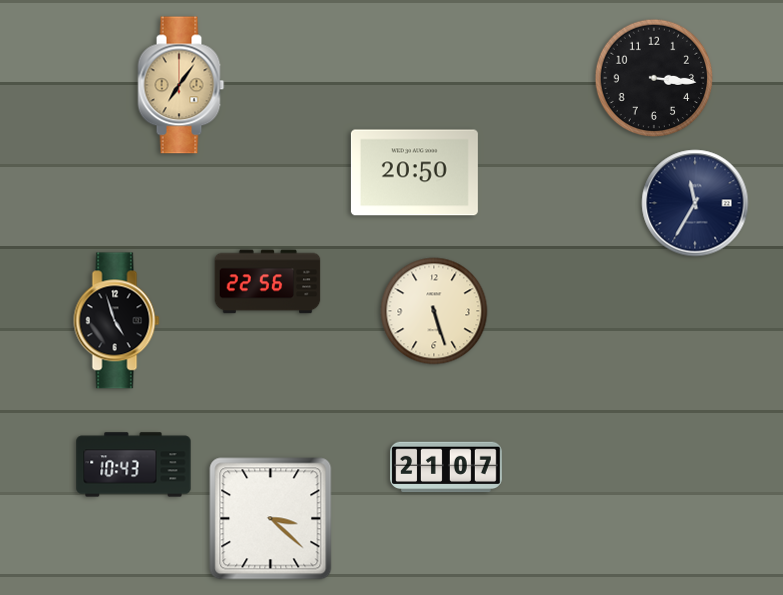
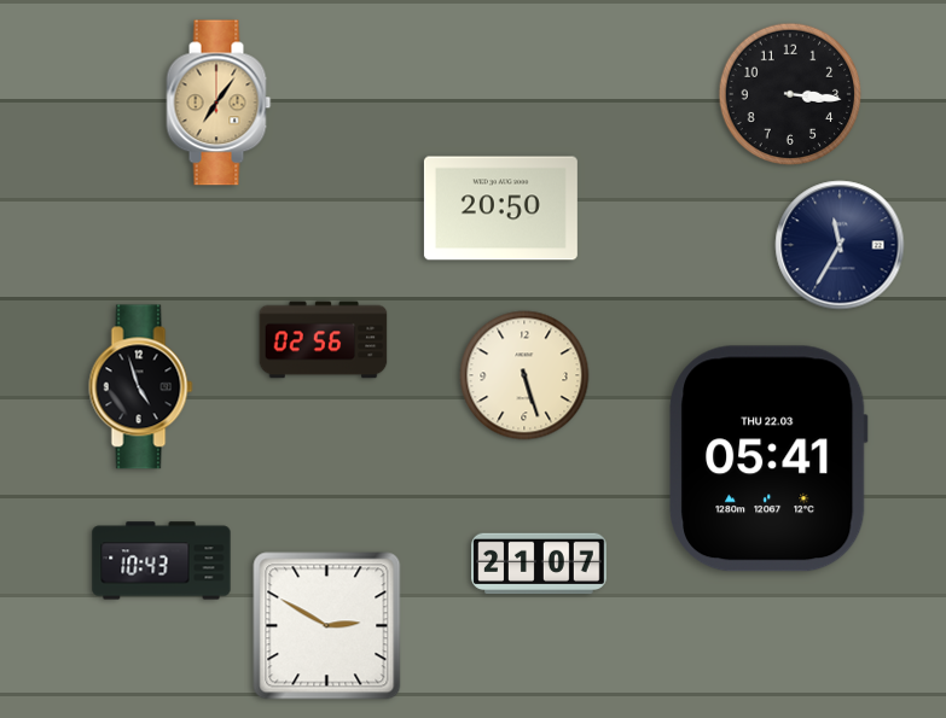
clock at (268, 282): 22:56 -> 02:56
clock at (770, 459): none -> 05:41
clock at (271, 519): 3:22 -> 2:50
